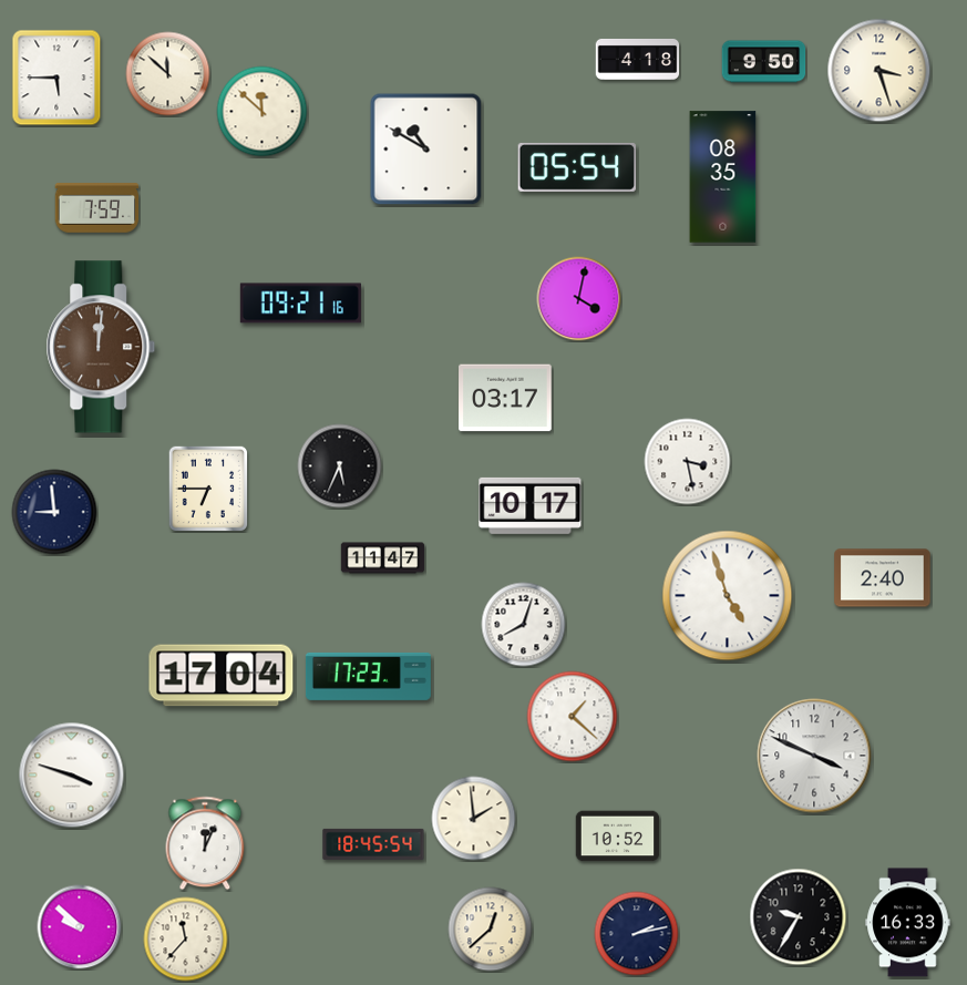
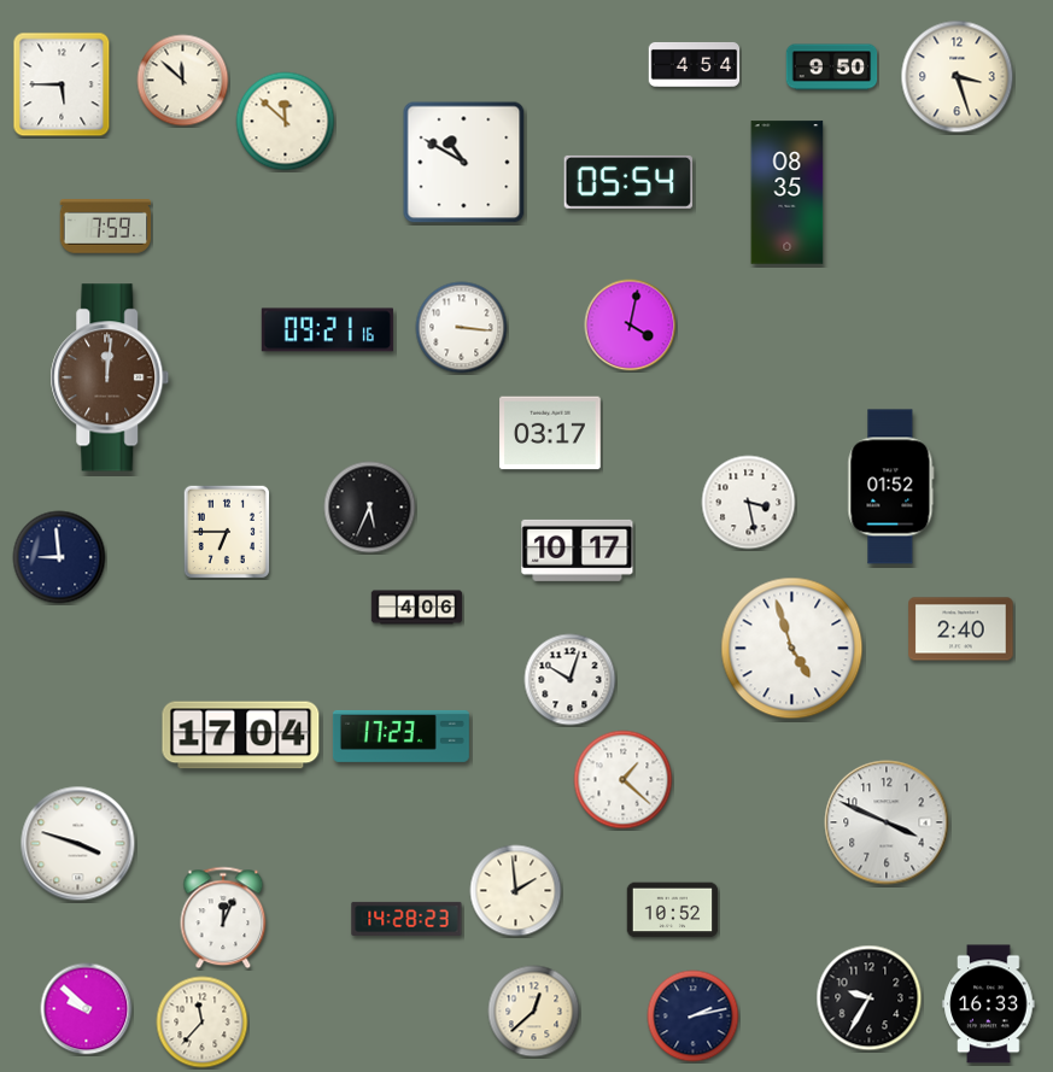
clock at (638, 59): 4:18 -> 4:54
clock at (462, 328): none -> 3:16
clock at (891, 487): none -> 01:52
clock at (383, 558): 11:47 -> 4:06
clock at (524, 625): 8:03 -> 10:03
clock at (373, 844): 18:45 -> 14:28
